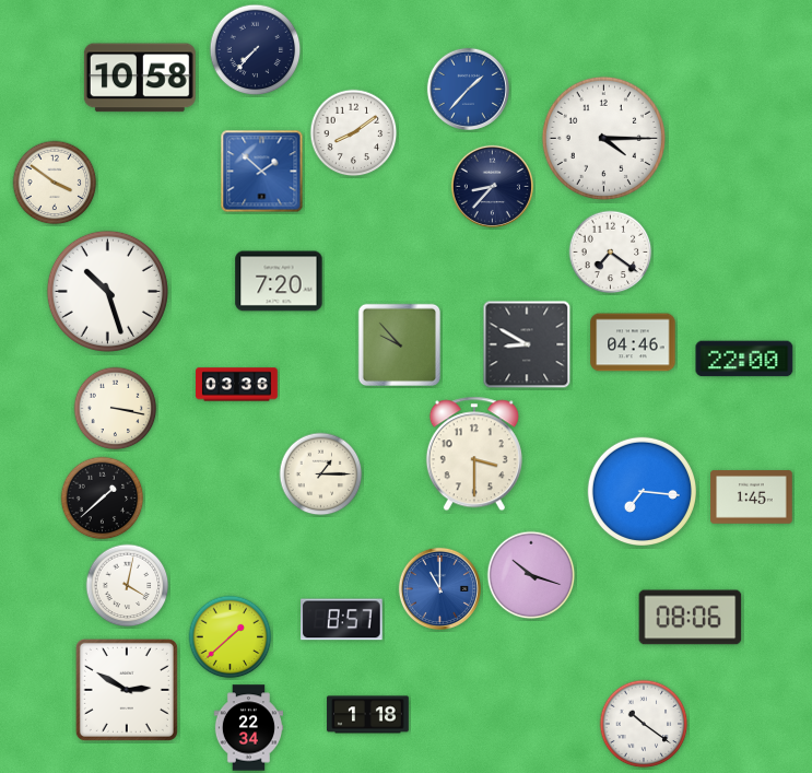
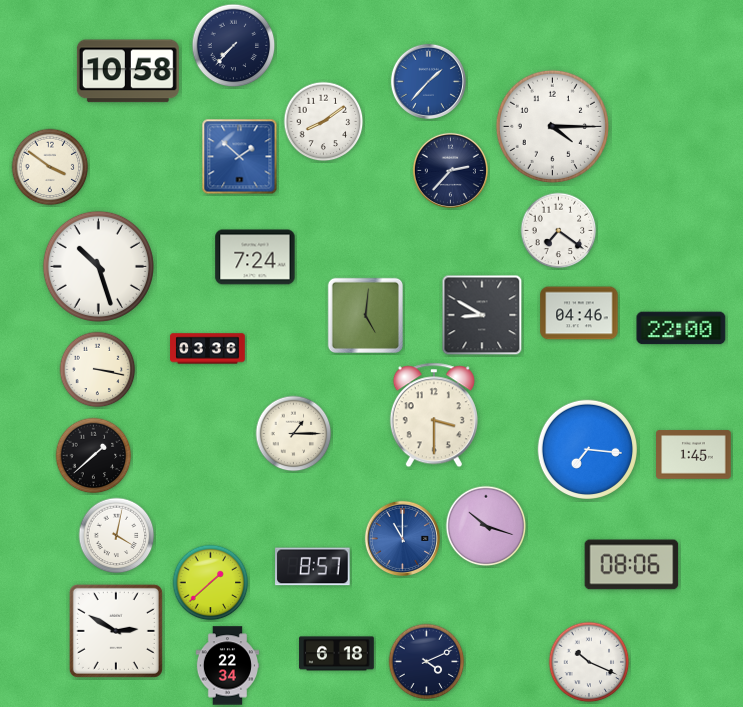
clock at (492, 186): 8:37 -> 2:37
clock at (279, 281): 7:20 -> 7:24
clock at (399, 344): 9:53 -> 5:01
clock at (237, 385) position: (237, 385) -> (208, 349)
clock at (116, 409) position: (116, 409) -> (98, 370)
clock at (752, 497) position: (752, 497) -> (694, 455)
clock at (368, 715): 1:18 -> 6:18
clock at (427, 662): none -> 4:11
clock at (644, 724): 10:21 -> 10:19
